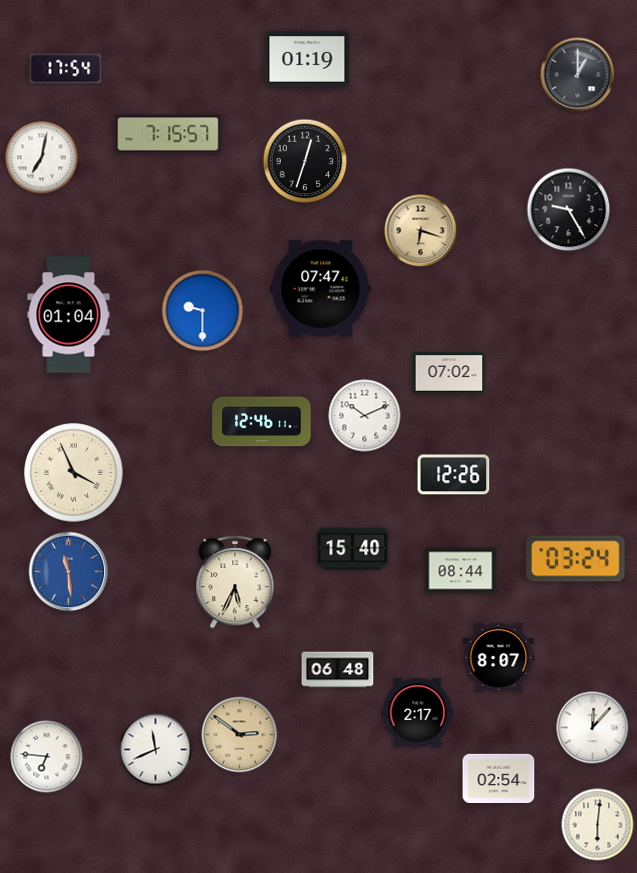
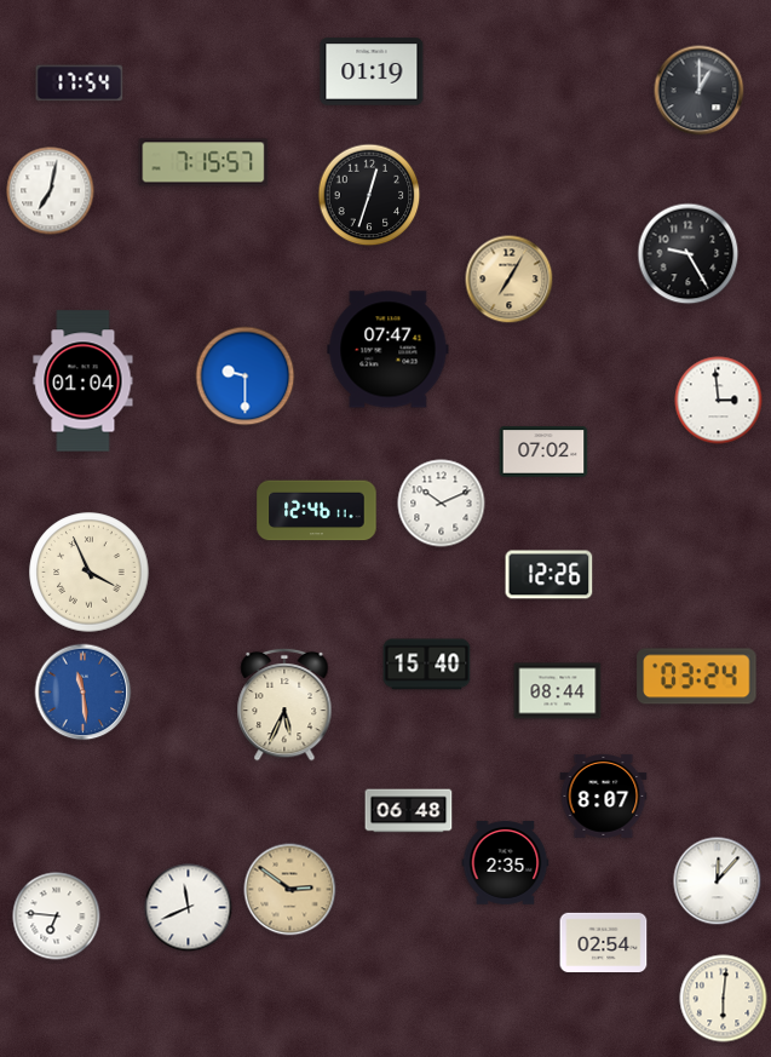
clock at (421, 231): 6:18 -> 7:05
clock at (719, 401): none -> 2:59
clock at (418, 713): 2:17 -> 2:35
